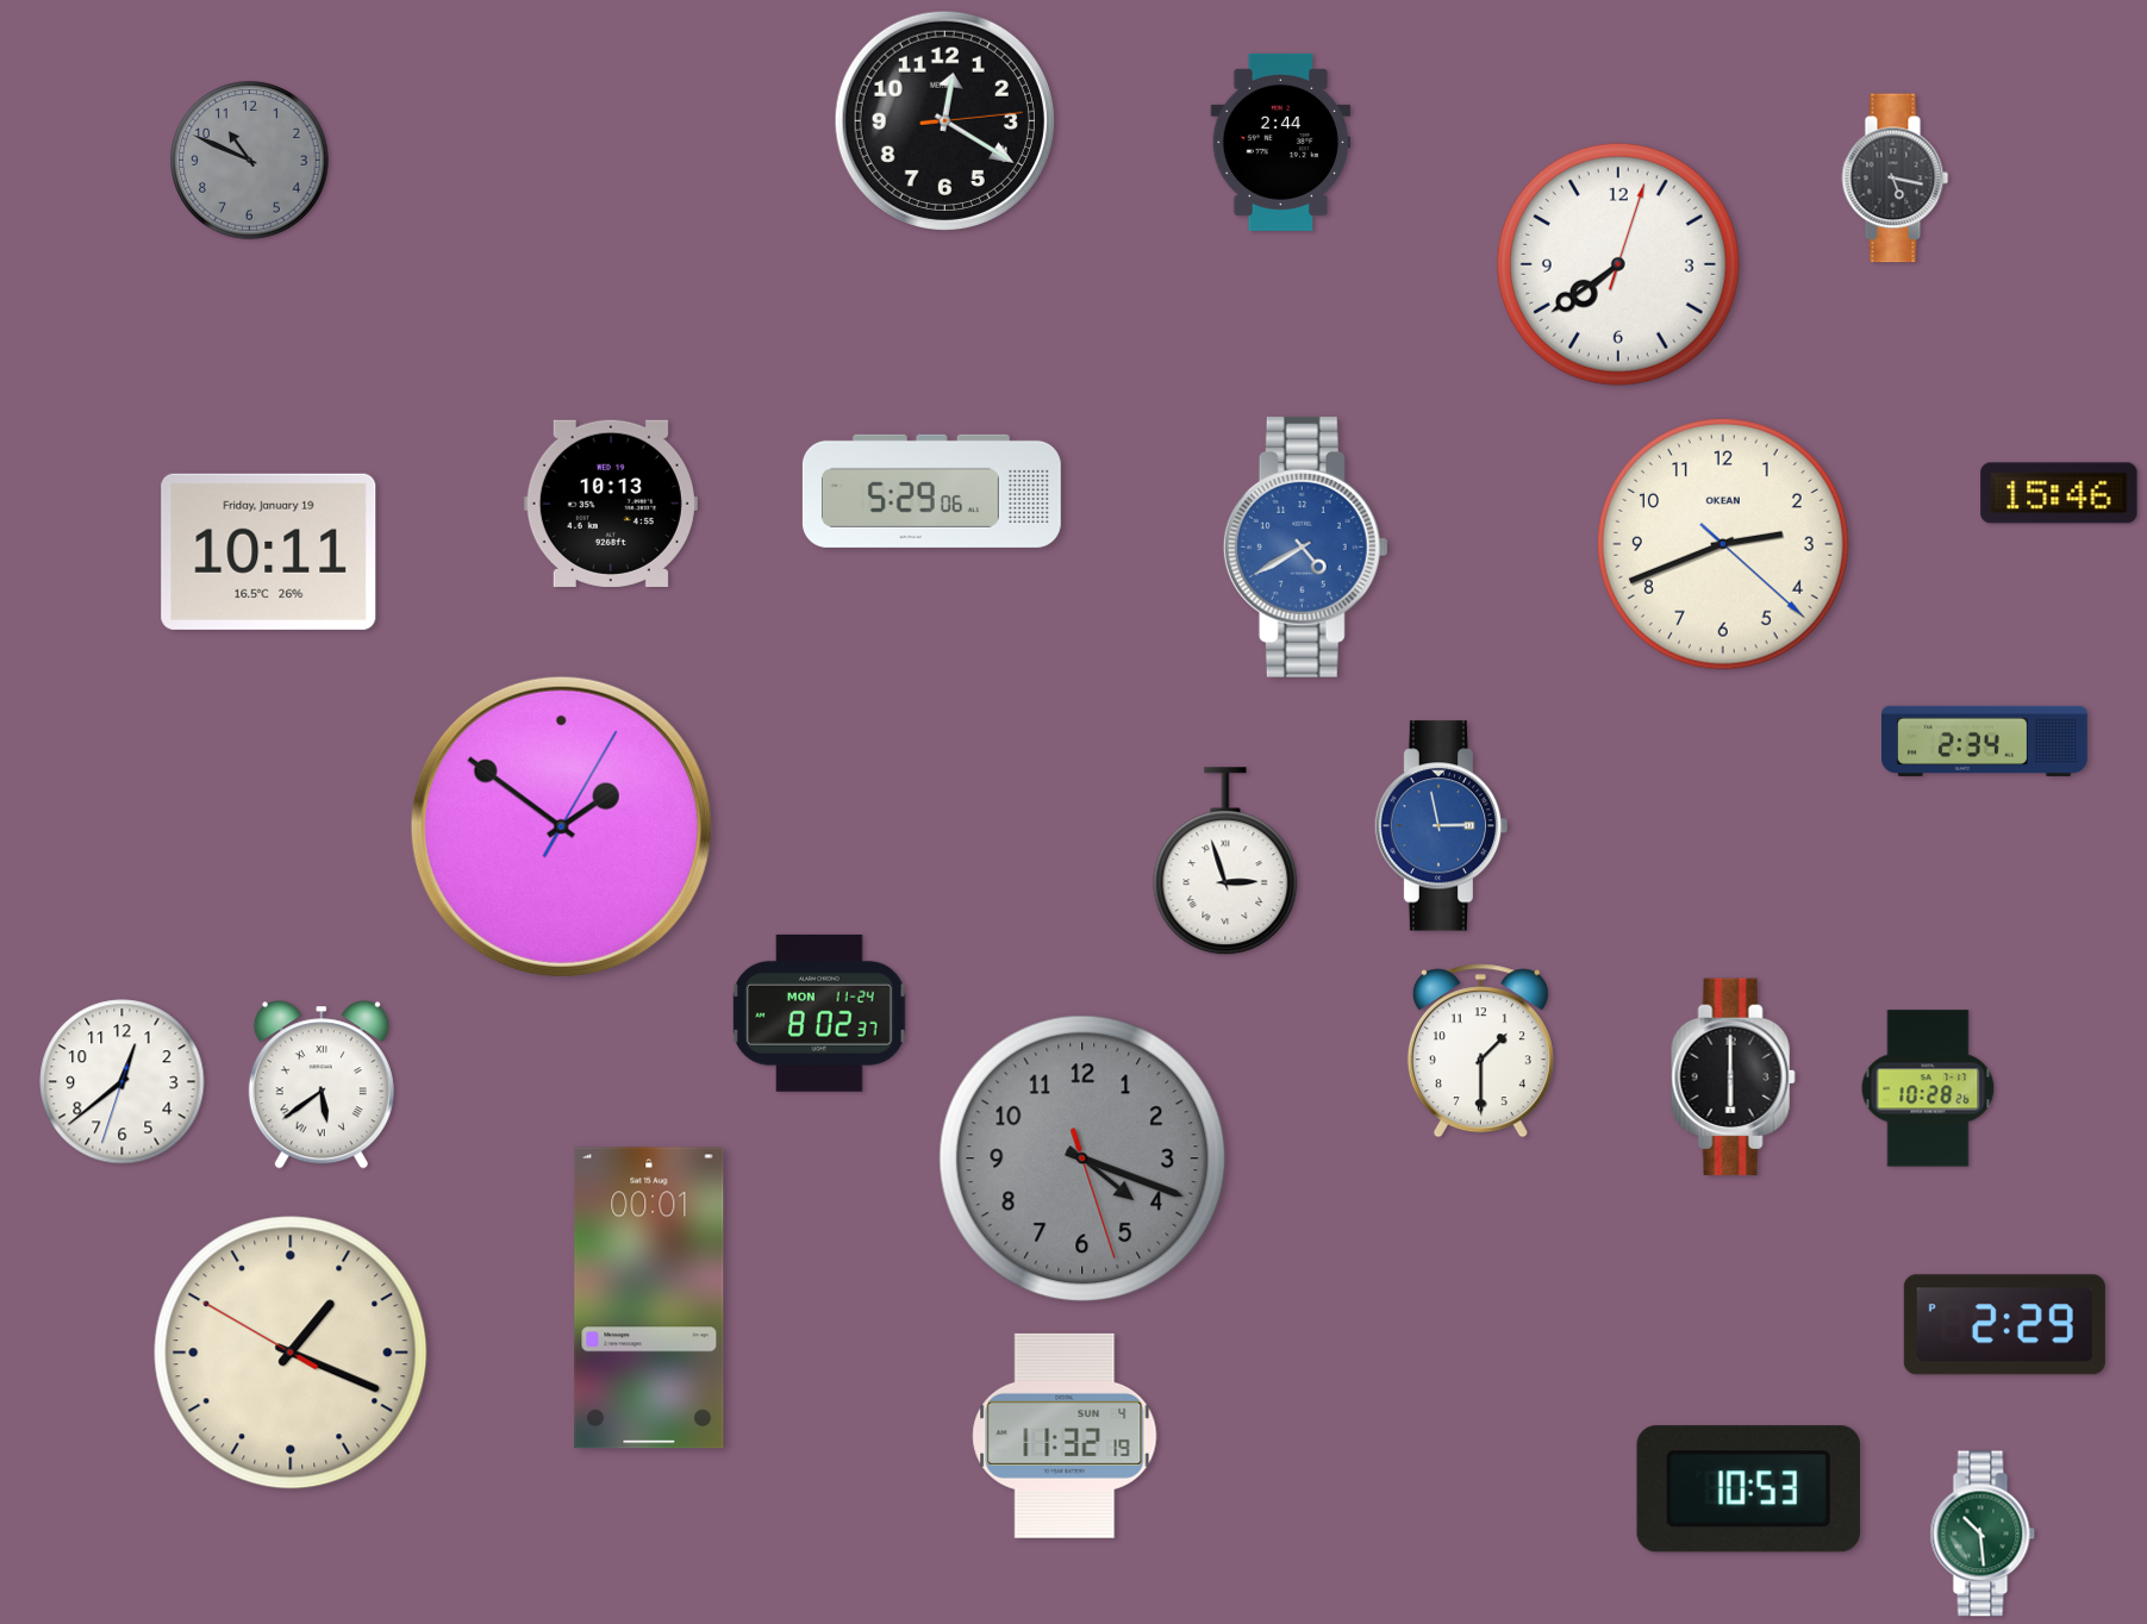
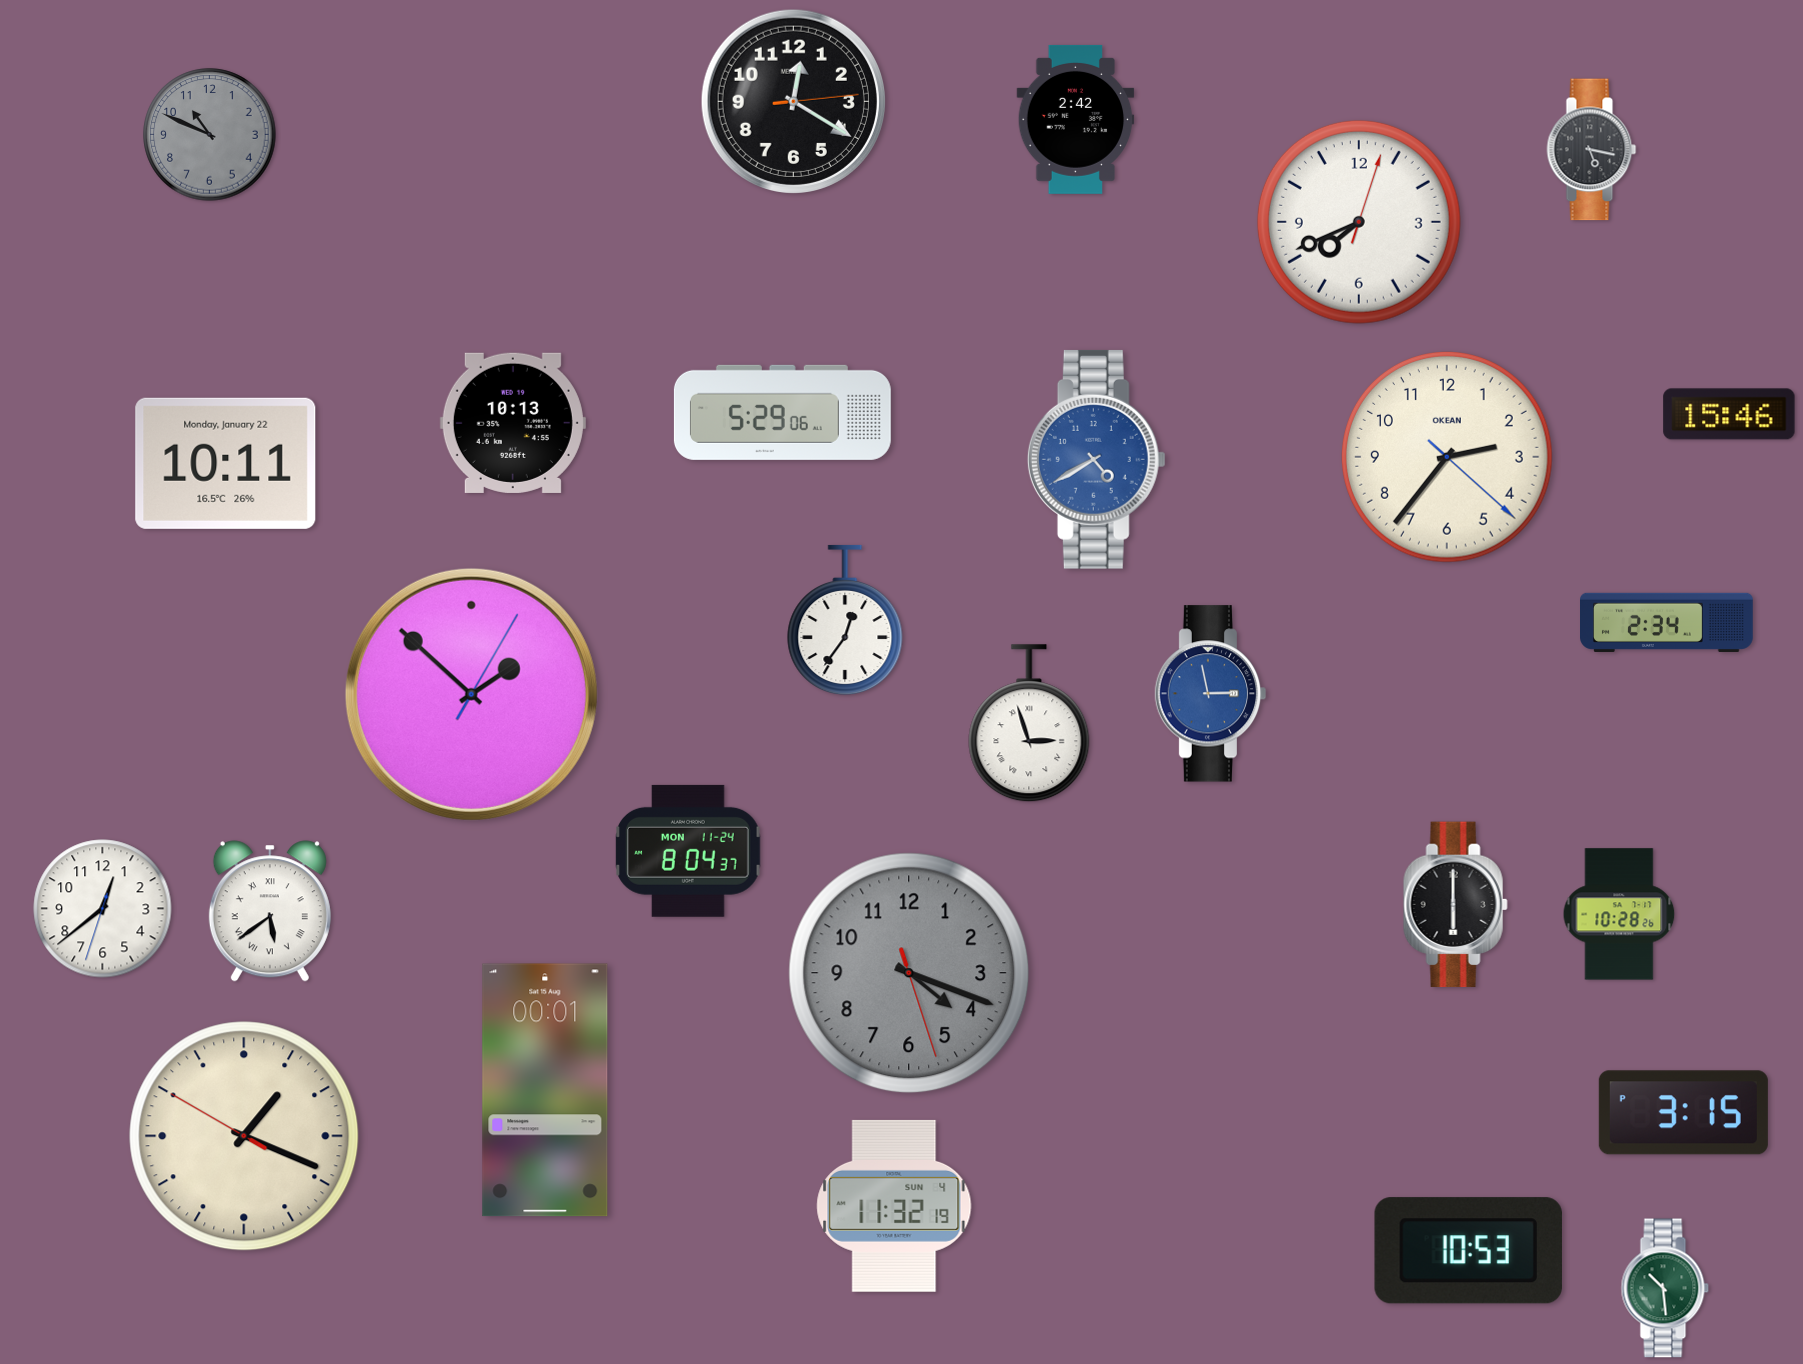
clock at (1281, 142): 2:44 -> 2:42
clock at (1618, 264): 7:39 -> 7:41
clock at (1724, 545): 2:41 -> 2:36
clock at (269, 551) date: Friday, January 19 -> Monday, January 22
clock at (845, 620): none -> 12:36
clock at (561, 826): 1:51 -> 1:52
clock at (819, 1013): 8:02 -> 8:04
clock at (1480, 1051): 1:30 -> none
clock at (2004, 1325): 2:29 -> 3:15
